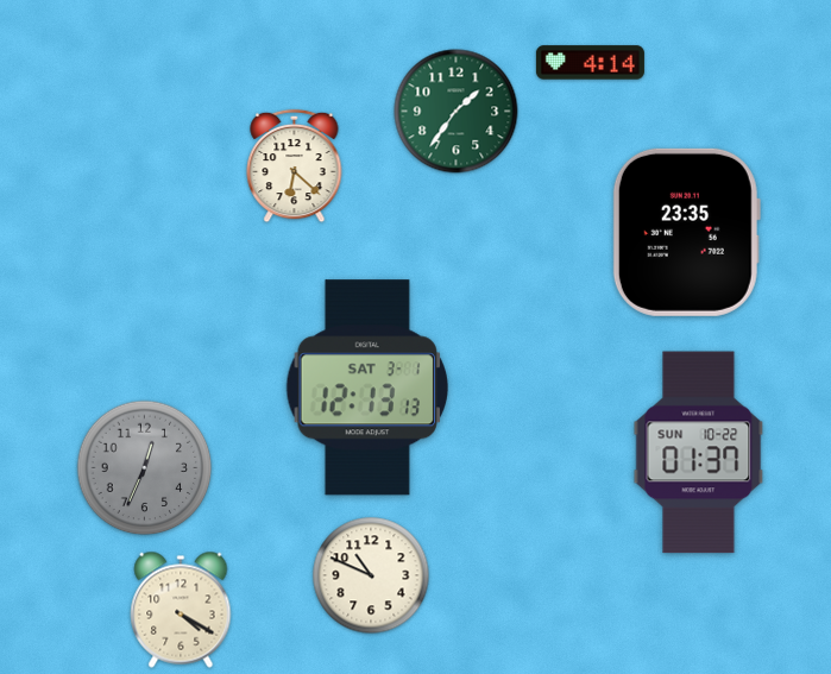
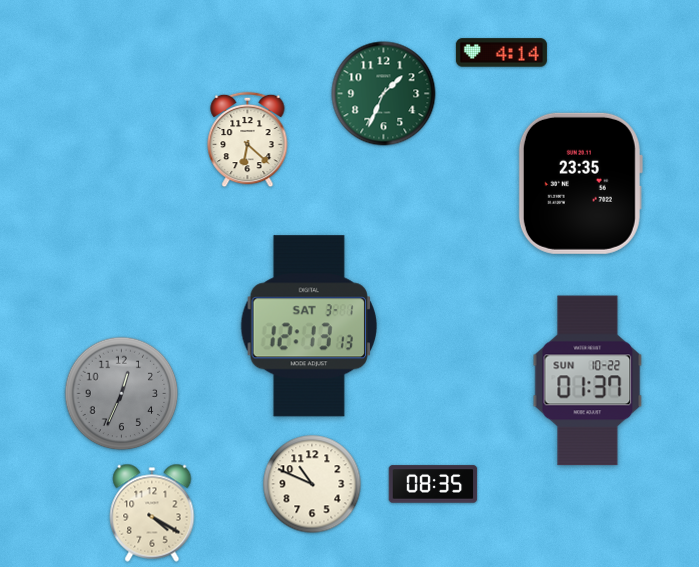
clock at (590, 63) position: (590, 63) -> (501, 53)
clock at (457, 112): 1:36 -> 1:34
clock at (686, 232) position: (686, 232) -> (580, 183)
clock at (433, 484): none -> 08:35
